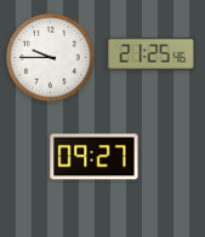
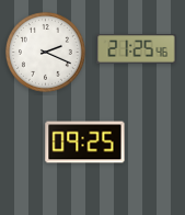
clock at (50, 57): 9:45 -> 2:19
clock at (95, 157): 09:27 -> 09:25
